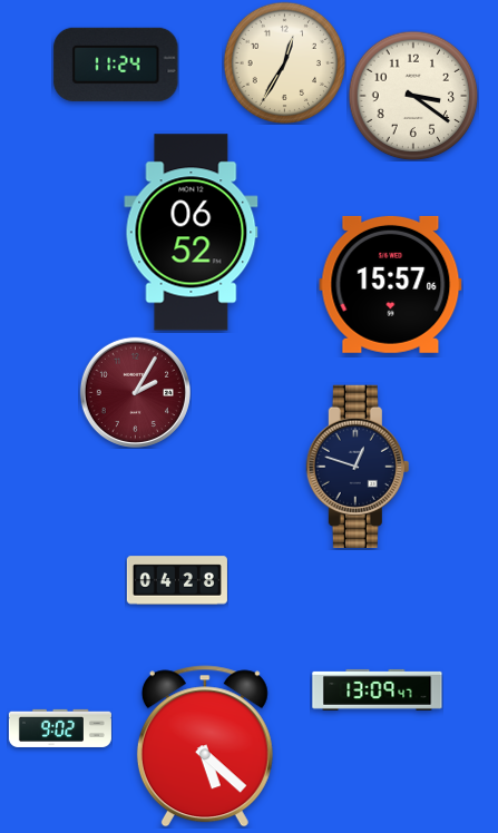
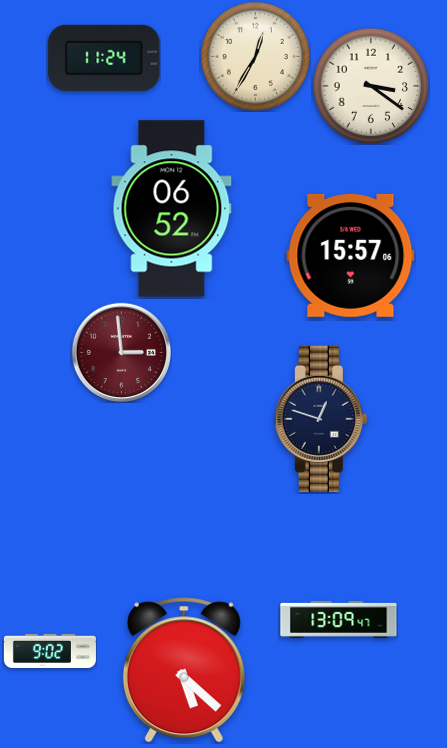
clock at (135, 392): 2:05 -> 2:59
clock at (177, 580): 04:28 -> none
clock at (60, 728) position: (60, 728) -> (50, 651)
